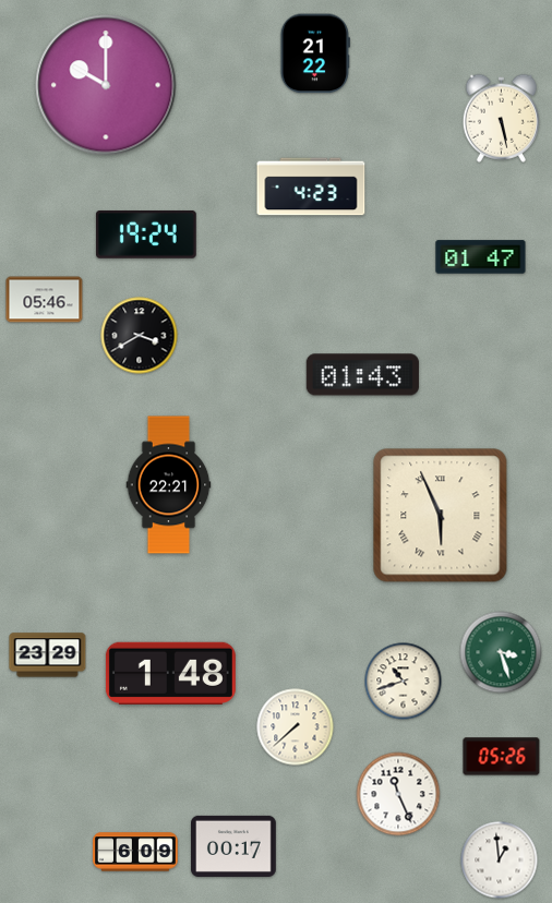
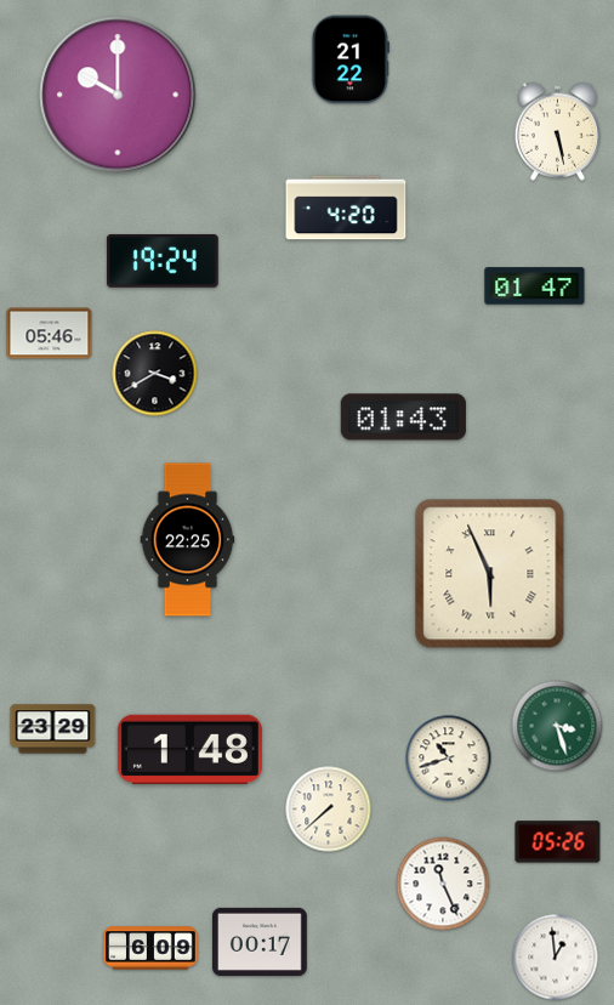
clock at (311, 186): 4:23 -> 4:20
clock at (169, 485): 22:21 -> 22:25
